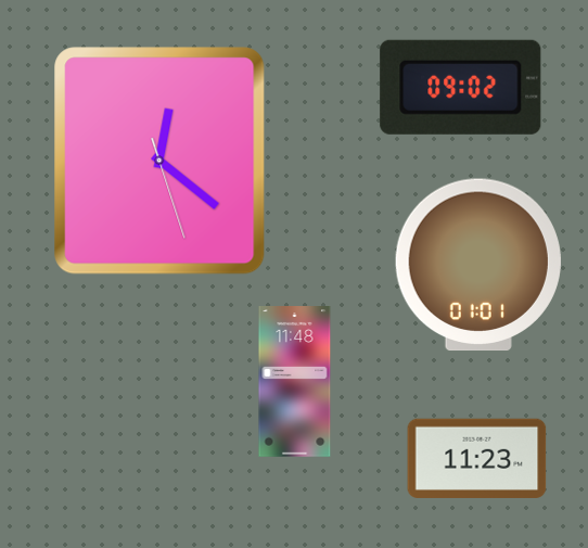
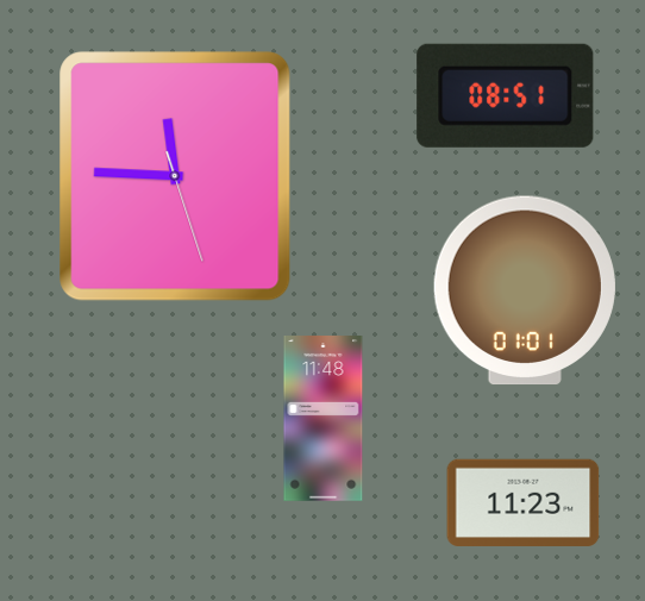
clock at (461, 87): 09:02 -> 08:51
clock at (159, 161): 12:21 -> 11:45
